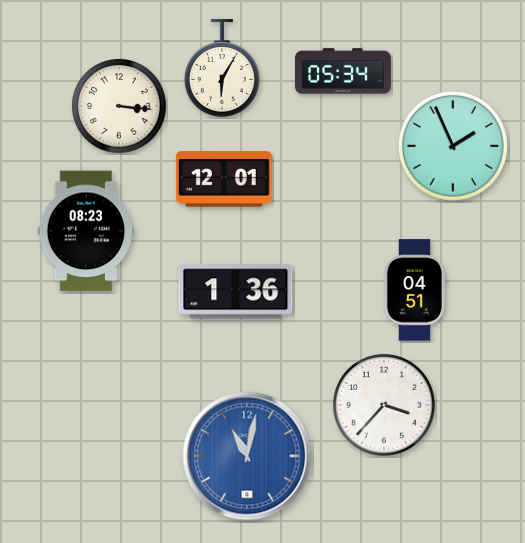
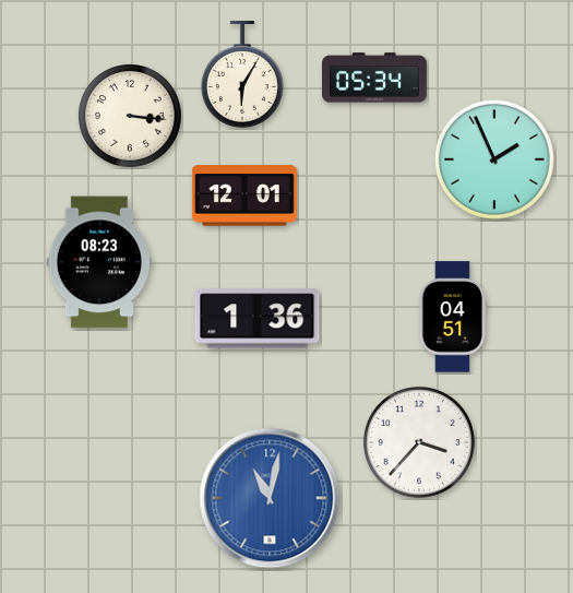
clock at (86, 231) position: (86, 231) -> (99, 262)
